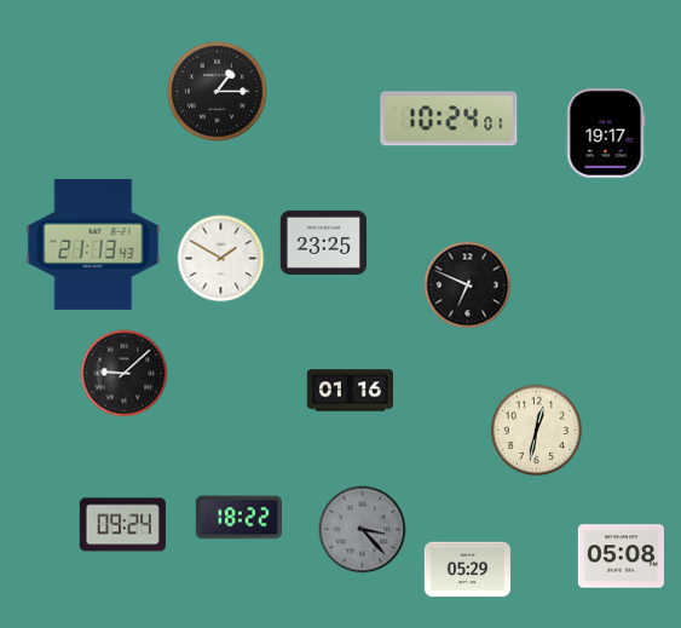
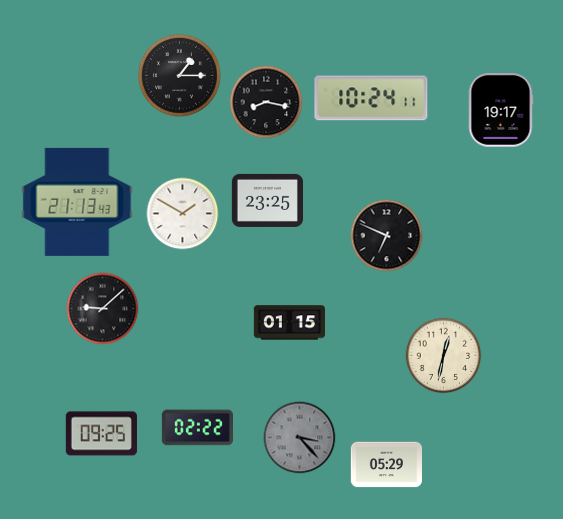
clock at (449, 119): 10:24:01 -> 10:24:11
clock at (266, 102): none -> 8:17
clock at (350, 391): 01:16 -> 01:15
clock at (238, 518): 18:22 -> 02:22
clock at (122, 525): 09:24 -> 09:25
clock at (621, 557): 05:08 -> none
clock at (467, 570) position: (467, 570) -> (386, 465)
